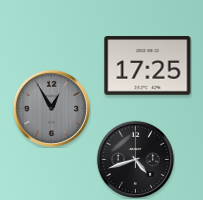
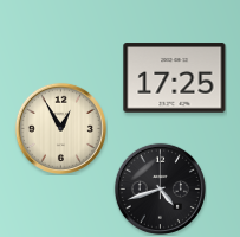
clock at (51, 108) dial: grey -> cream
